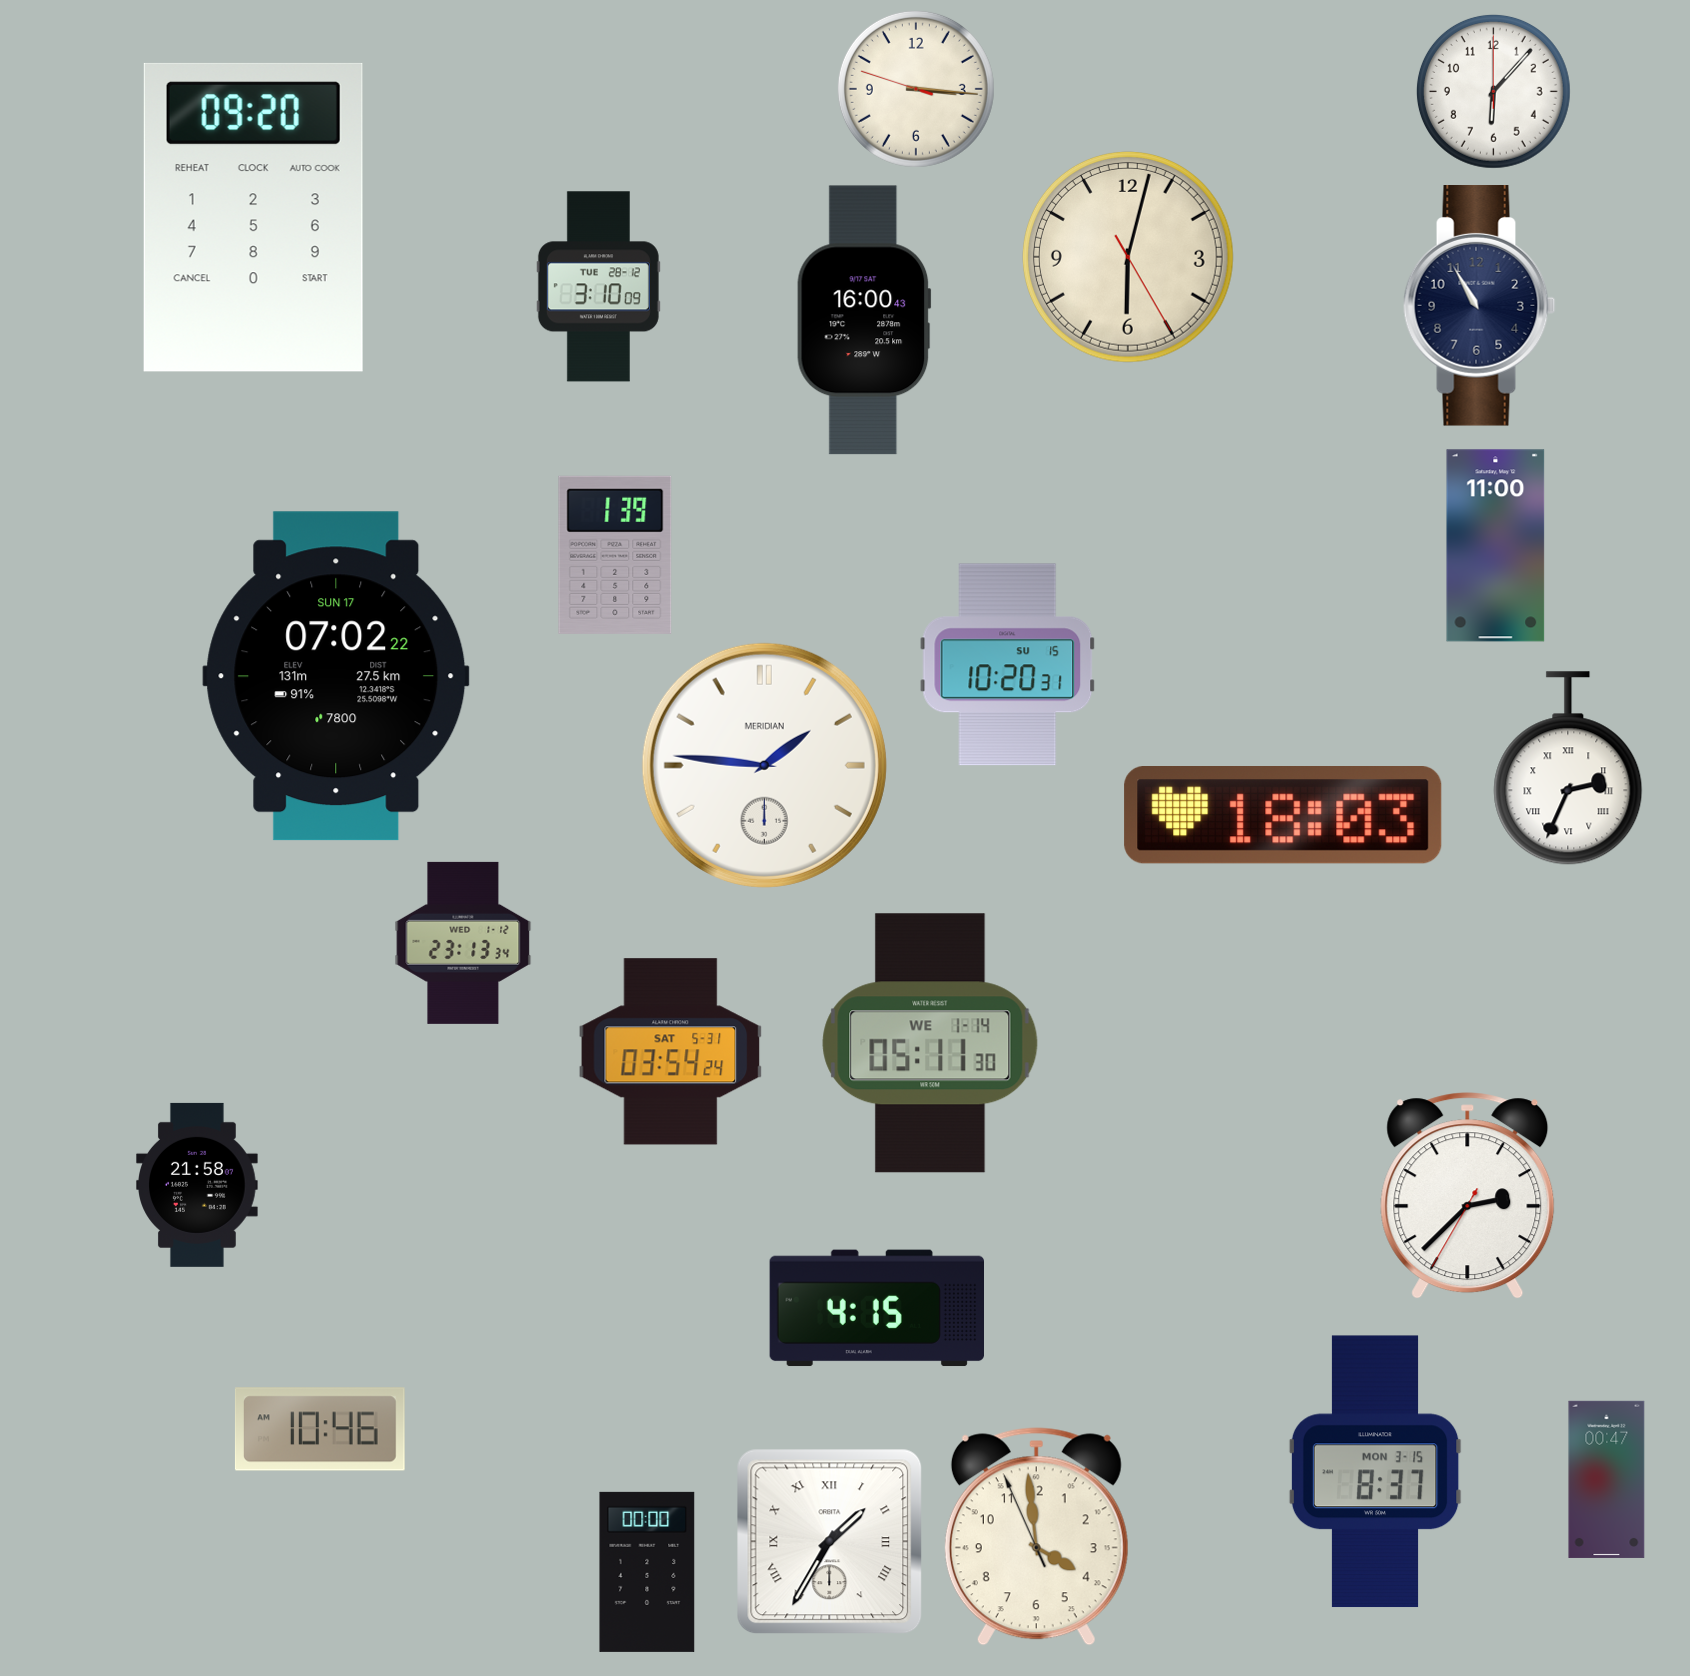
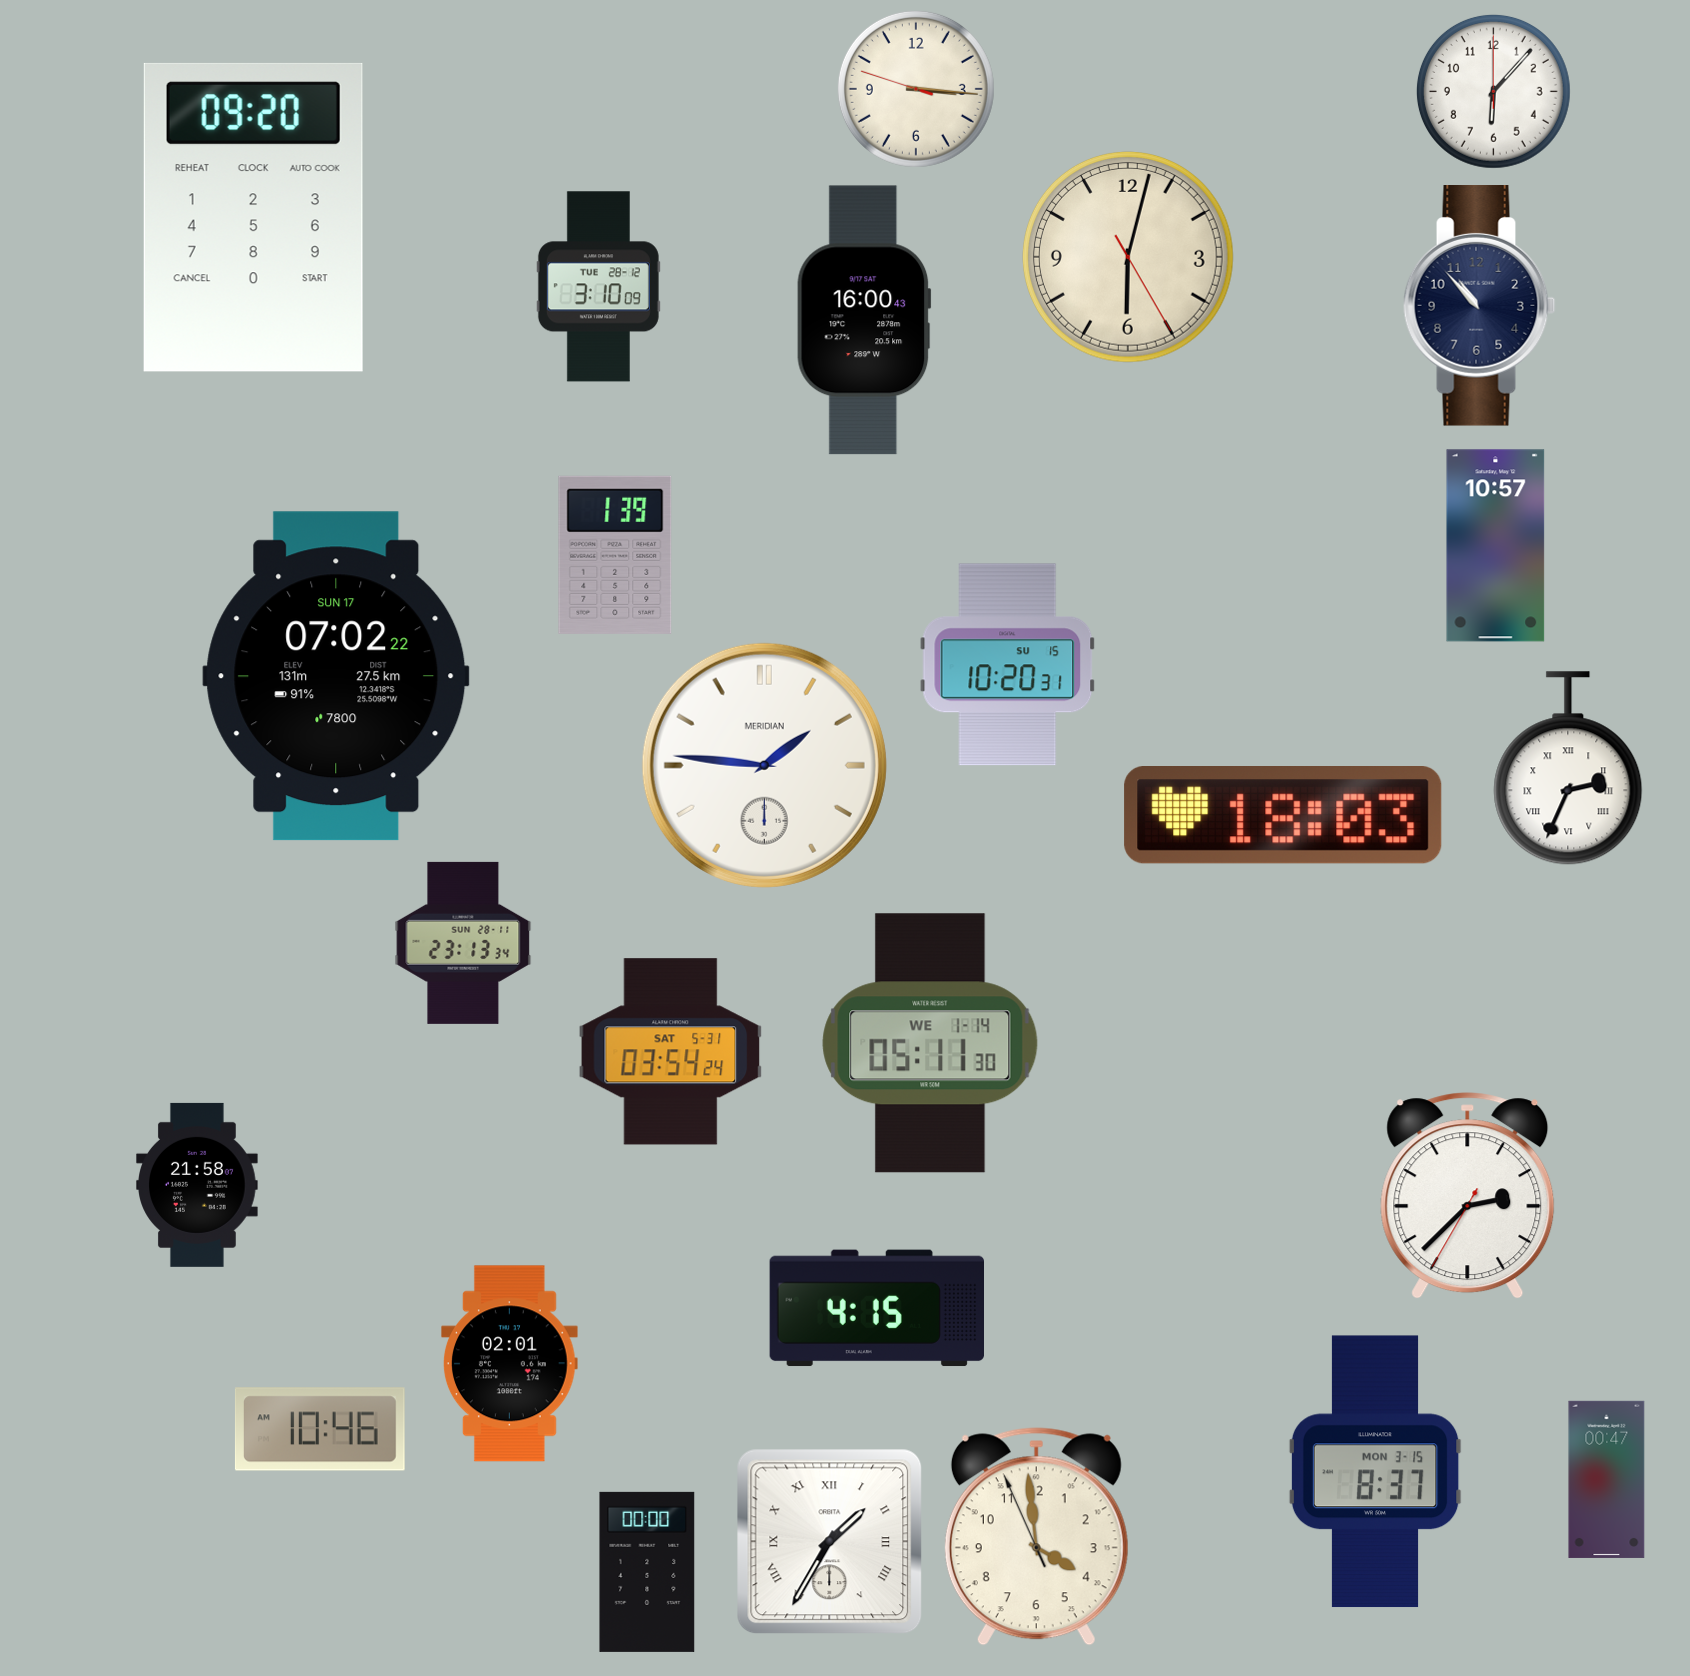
clock at (1480, 306): 10:55 -> 10:53
clock at (1496, 546): 11:00 -> 10:57
clock at (463, 943) date: WED 1-12 -> SUN 28-11
clock at (510, 1364): none -> 02:01
